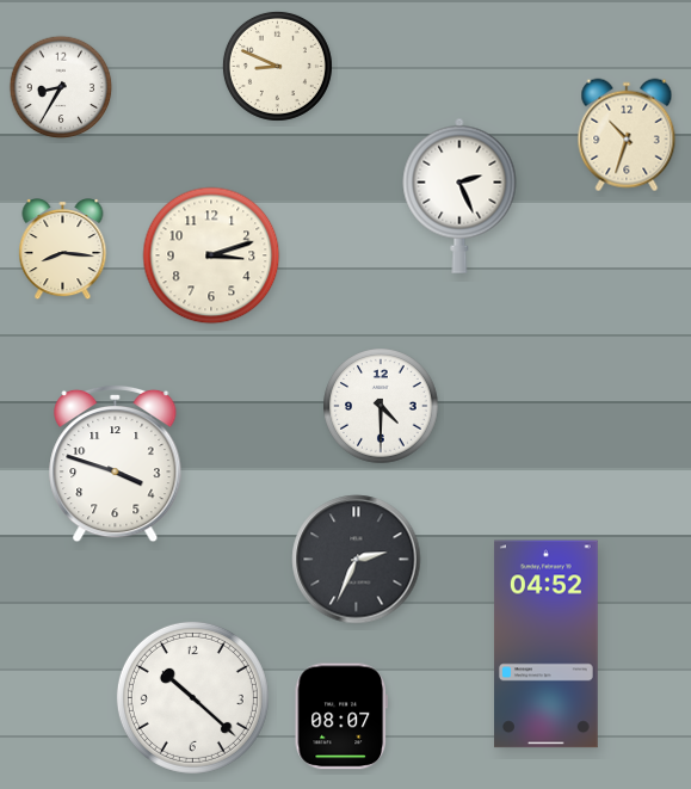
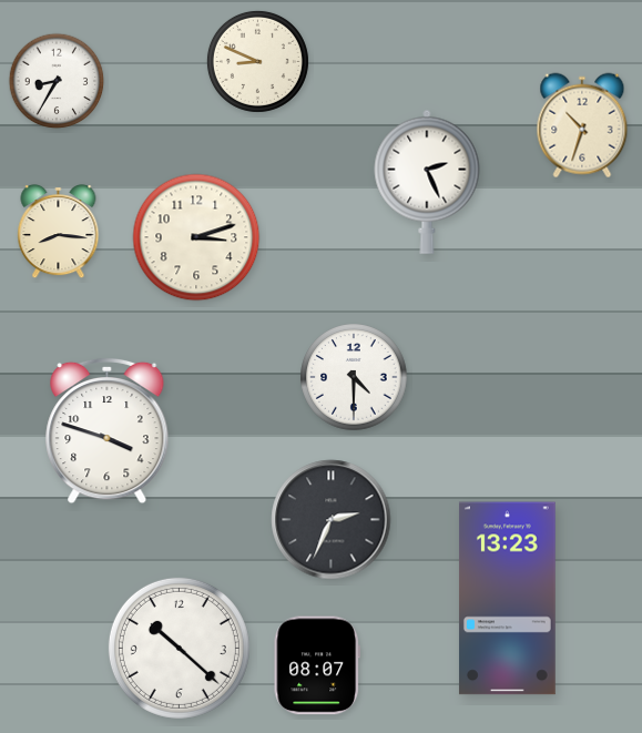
clock at (545, 645): 04:52 -> 13:23
